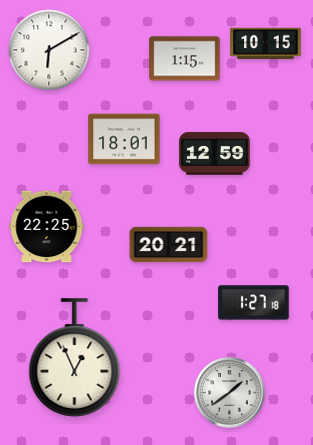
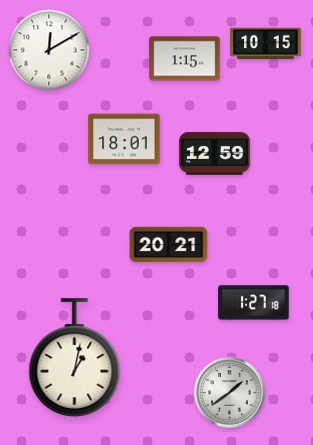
clock at (49, 50): 6:10 -> 12:10
clock at (47, 227): 22:25 -> none
clock at (75, 358): 12:56 -> 1:02
